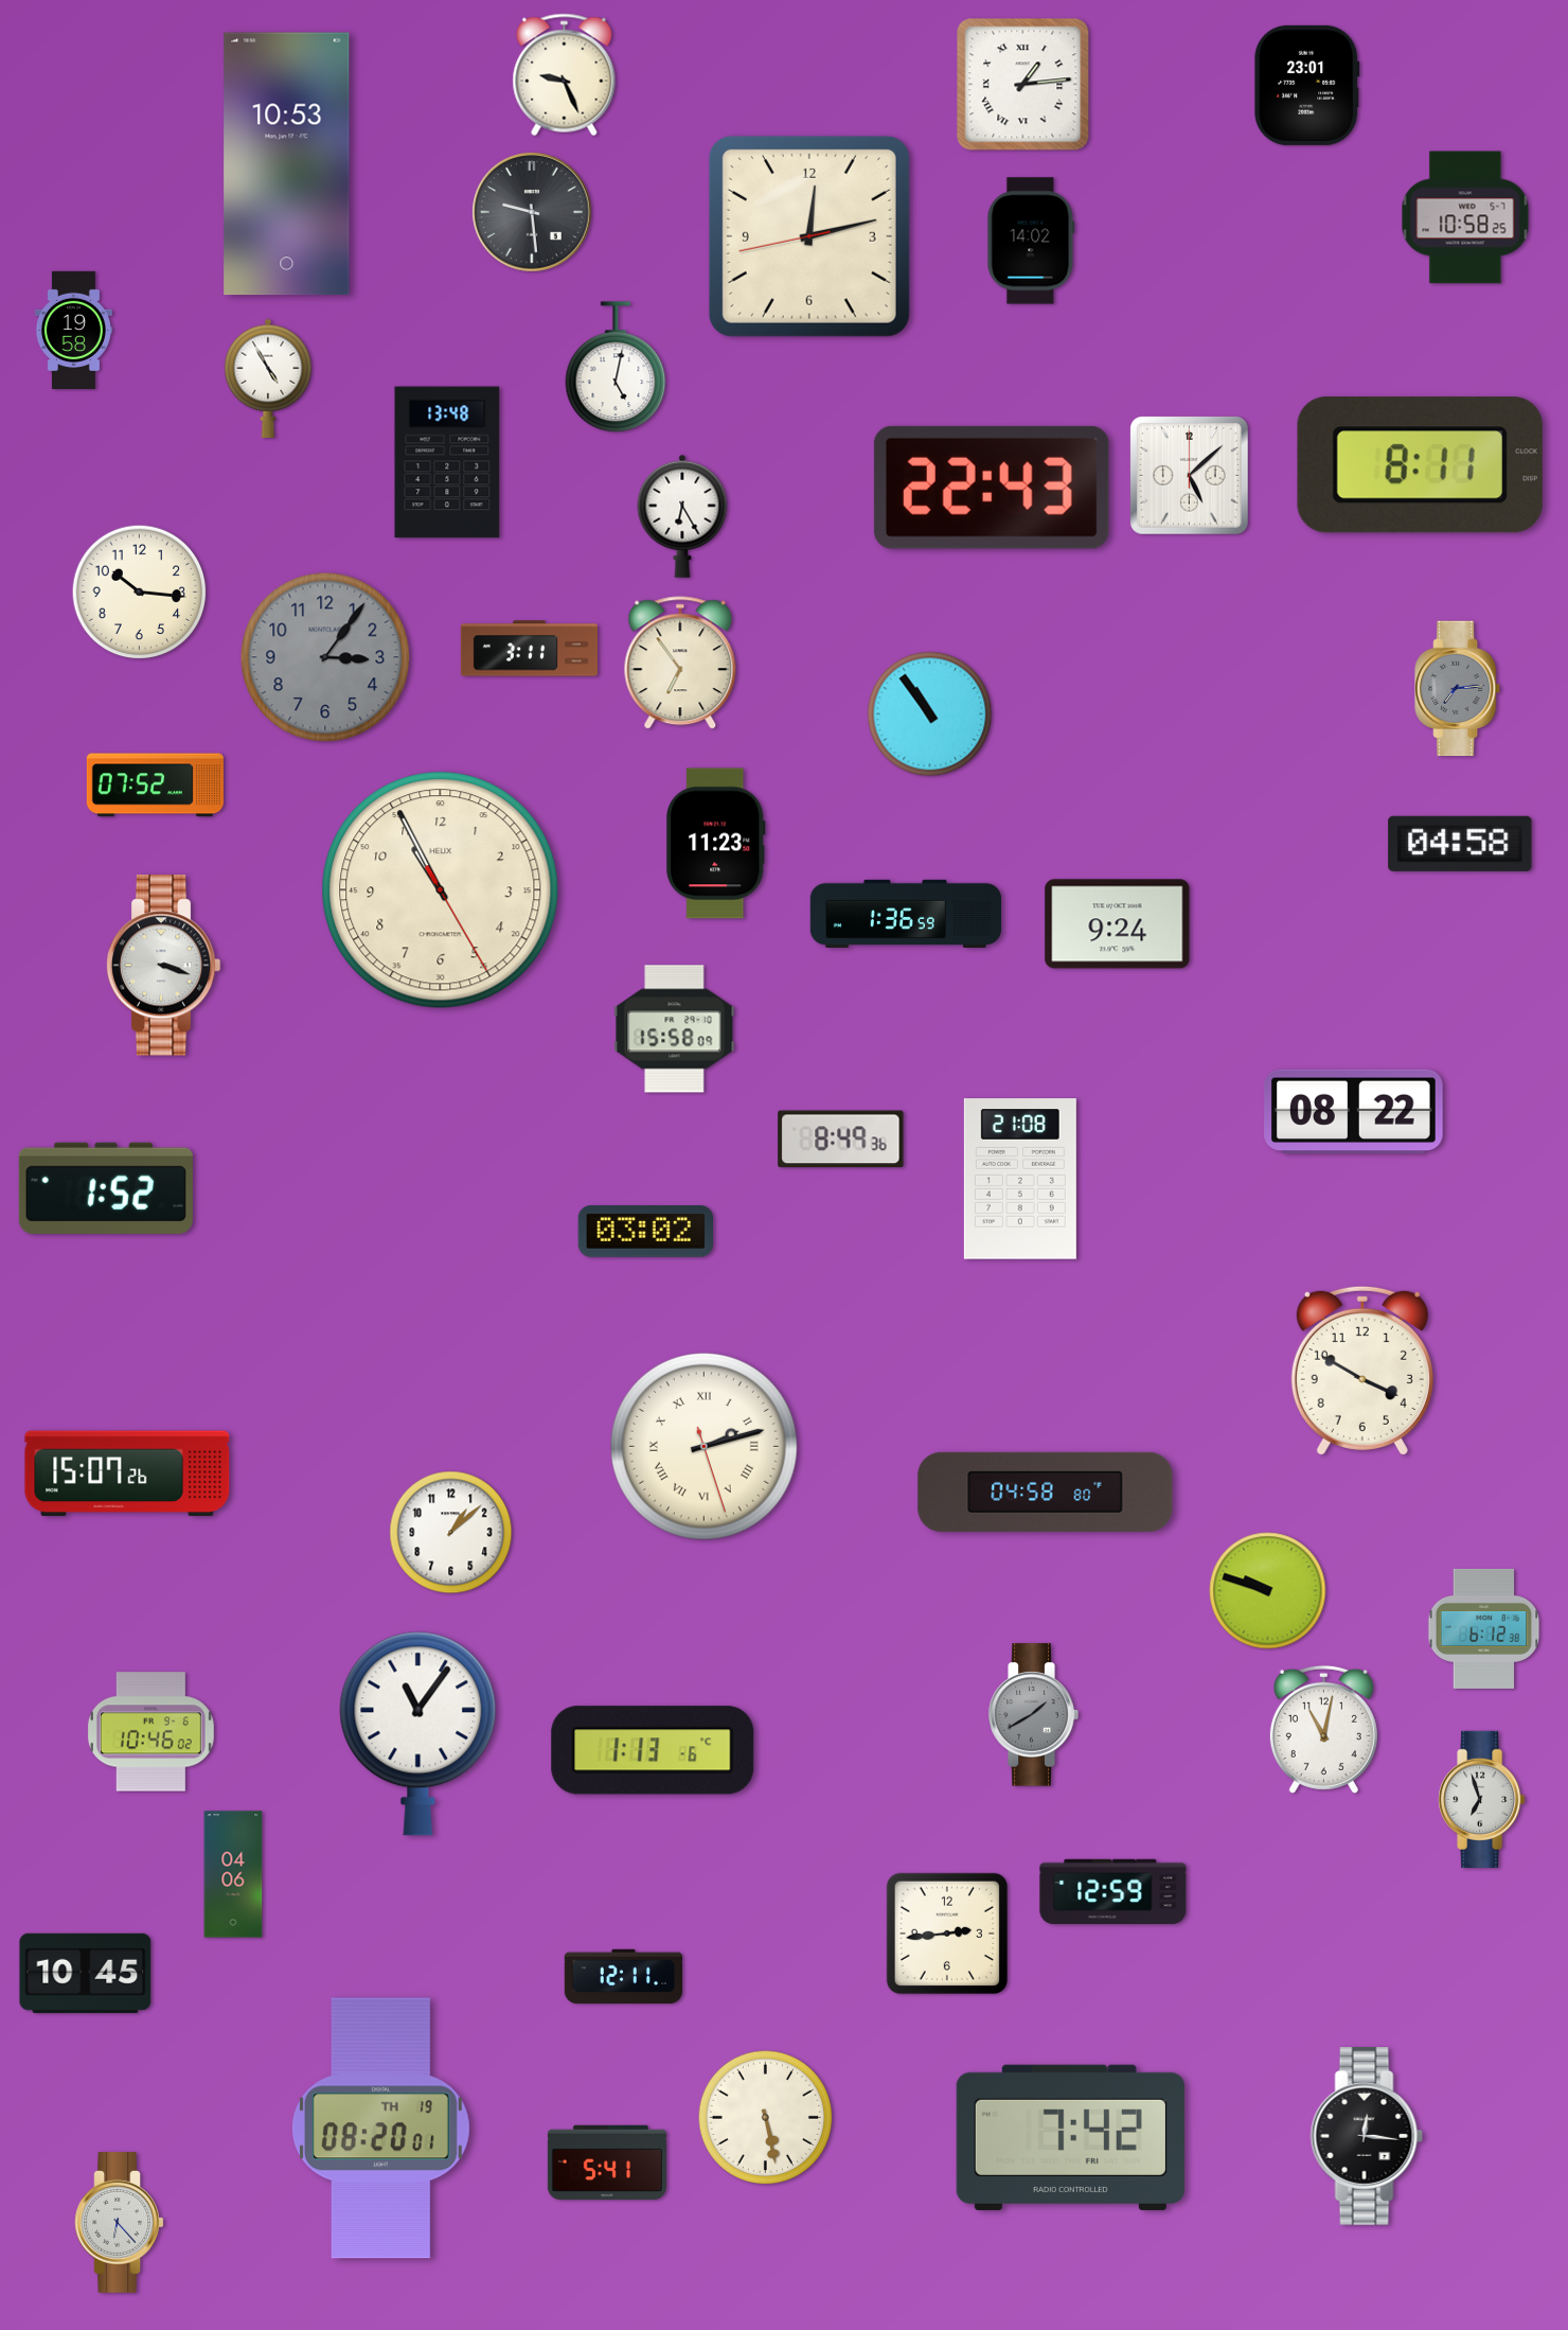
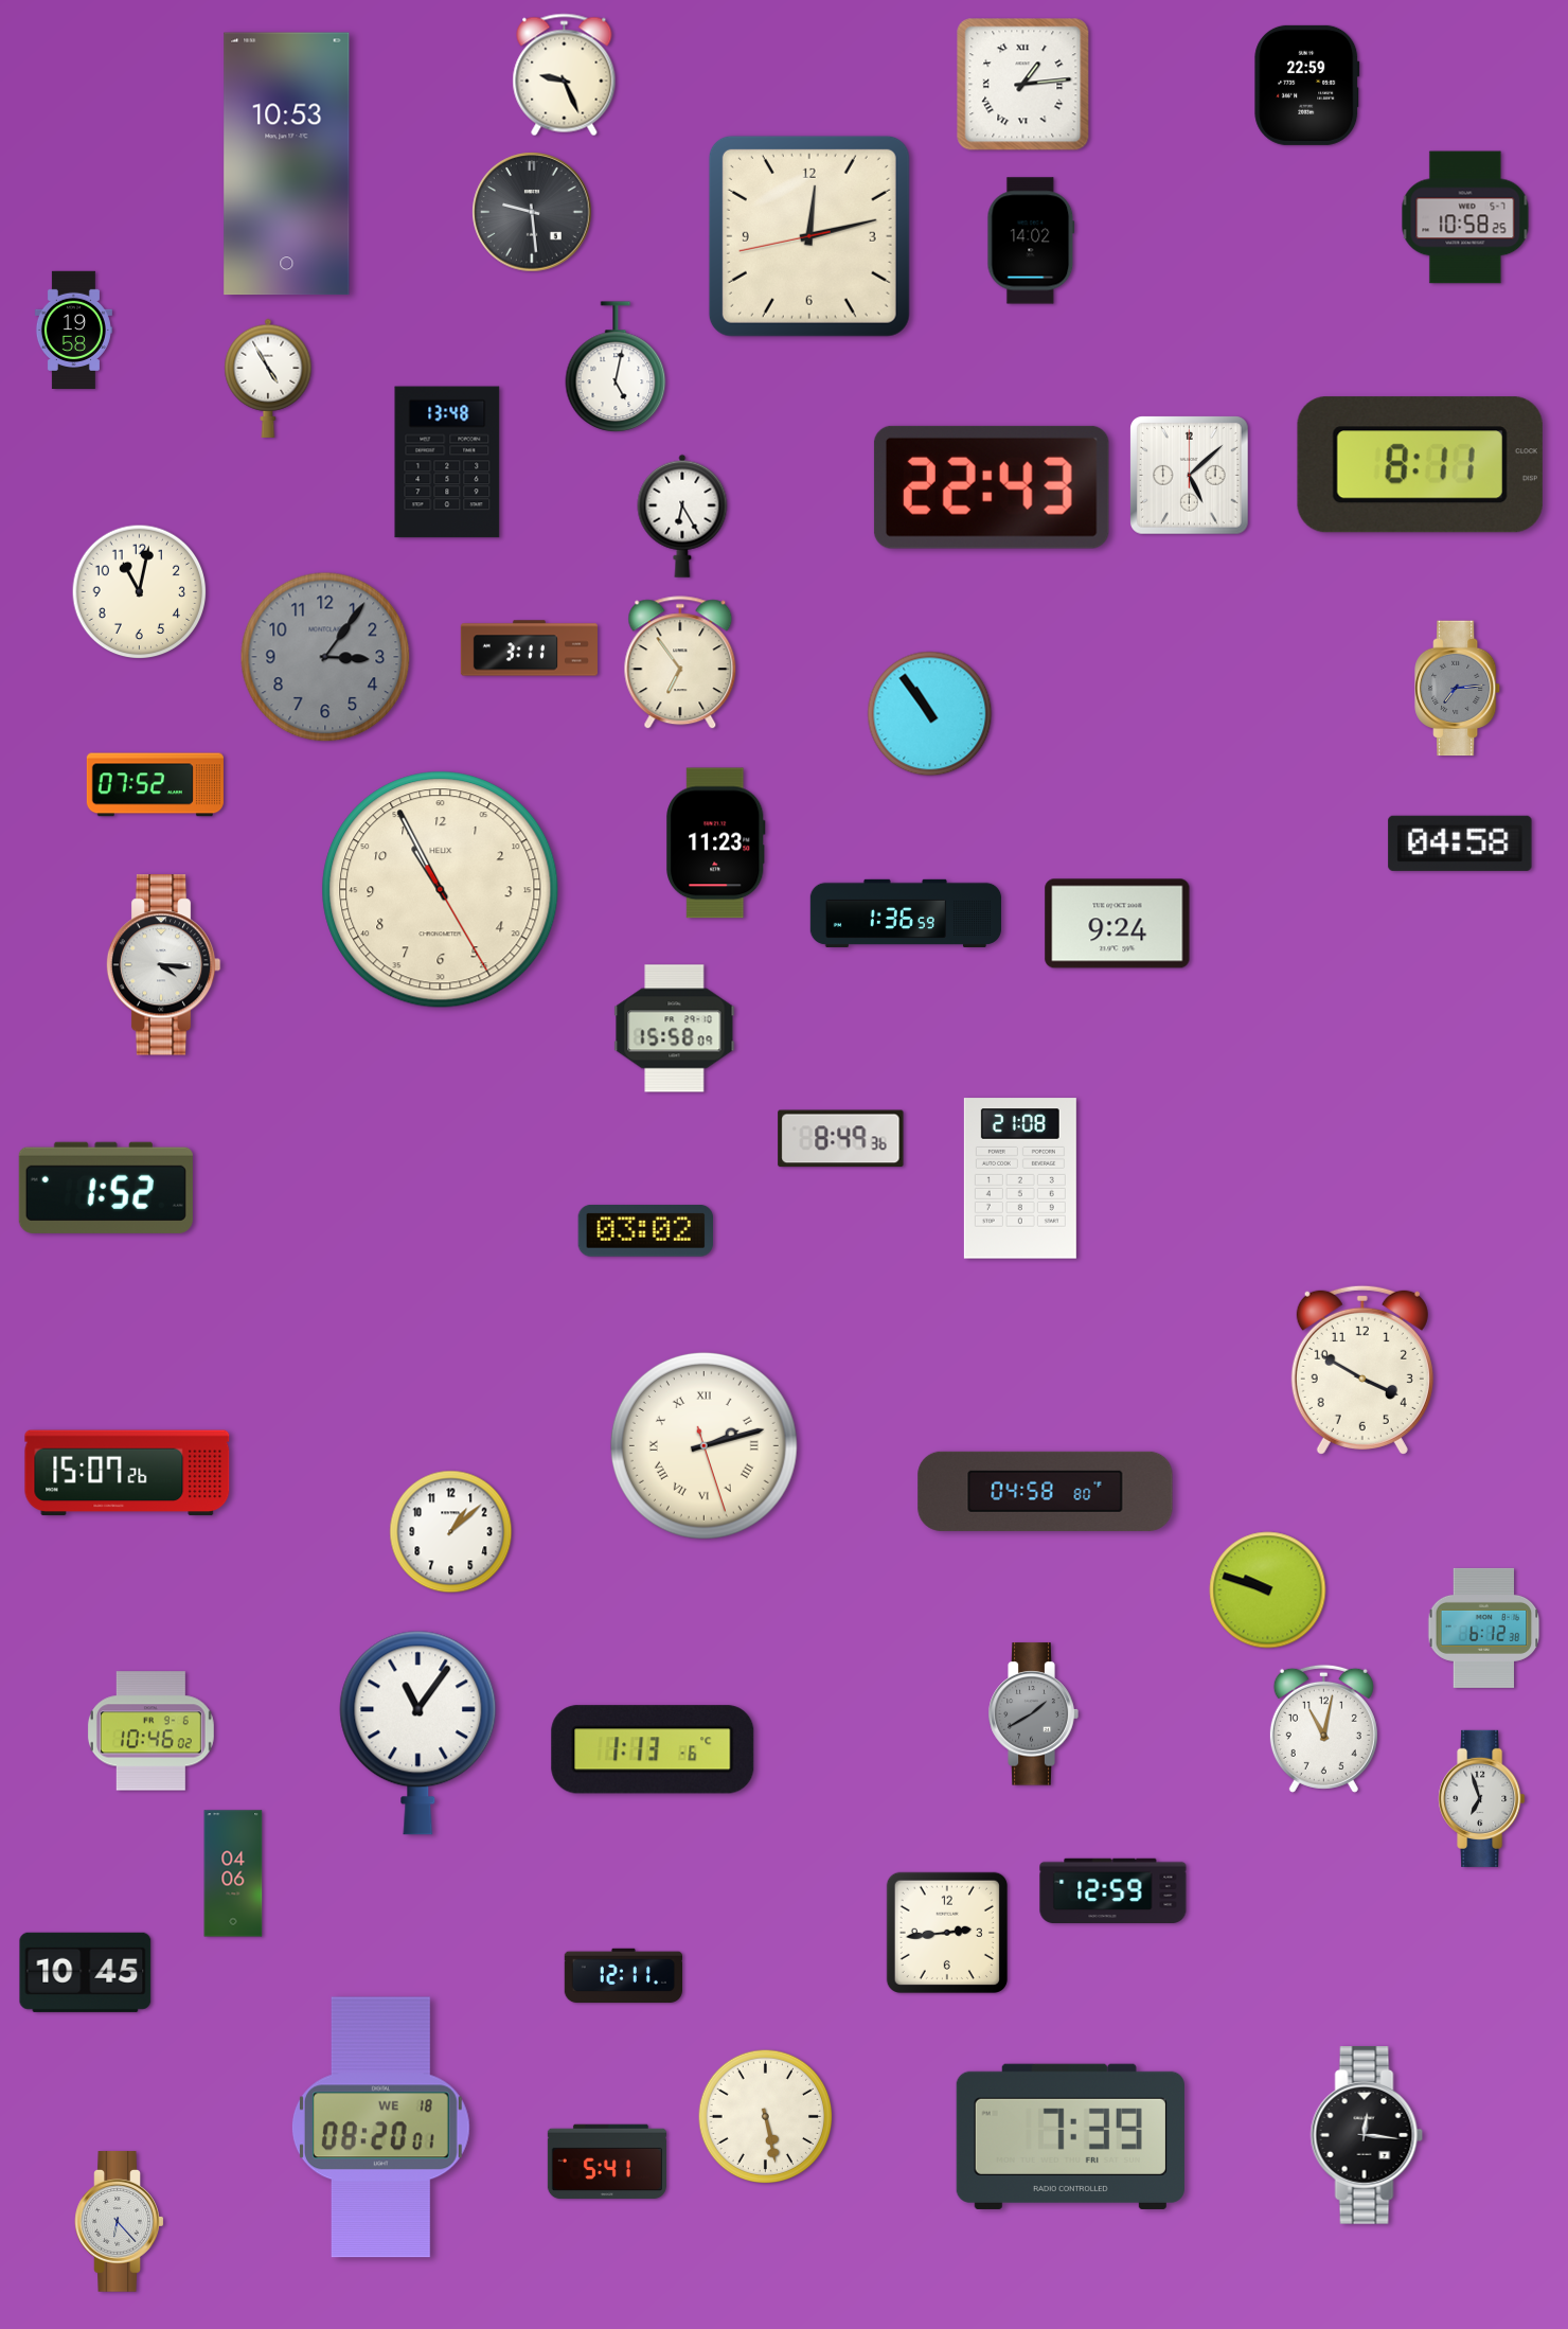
clock at (1307, 85): 23:01 -> 22:59
clock at (140, 593): 10:16 -> 11:02
clock at (163, 966): 3:18 -> 4:16
clock at (1354, 1112): 08:22 -> none
clock at (380, 2129) date: TH 19 -> WE 18
clock at (1070, 2137): 7:42 -> 7:39
